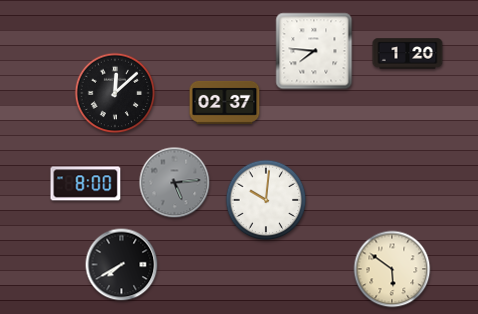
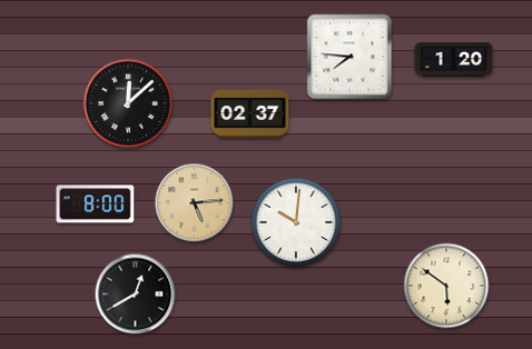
clock at (175, 183) dial: grey -> champagne
clock at (122, 265): 7:40 -> 12:40
clock at (392, 269) position: (392, 269) -> (446, 286)
